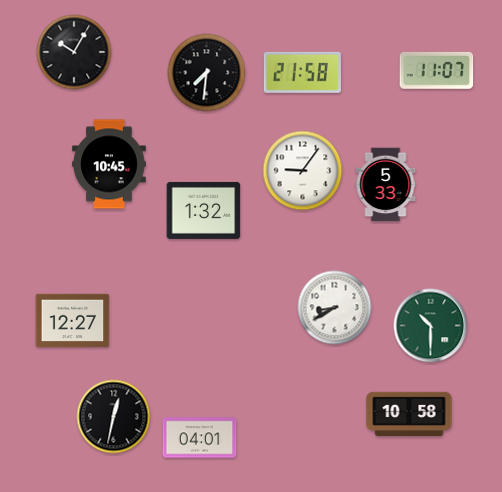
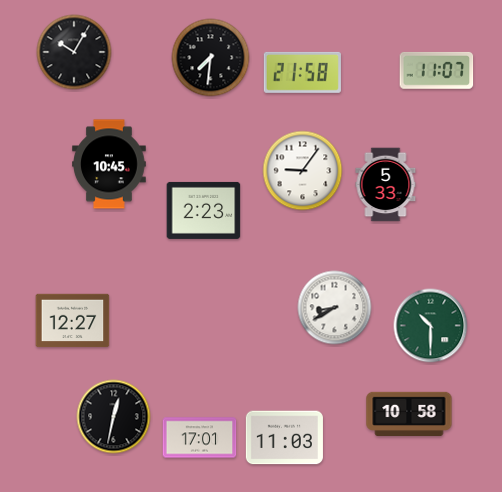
clock at (207, 73) position: (207, 73) -> (211, 58)
clock at (204, 210): 1:32 -> 2:23
clock at (200, 438): 04:01 -> 17:01
clock at (284, 438): none -> 11:03
